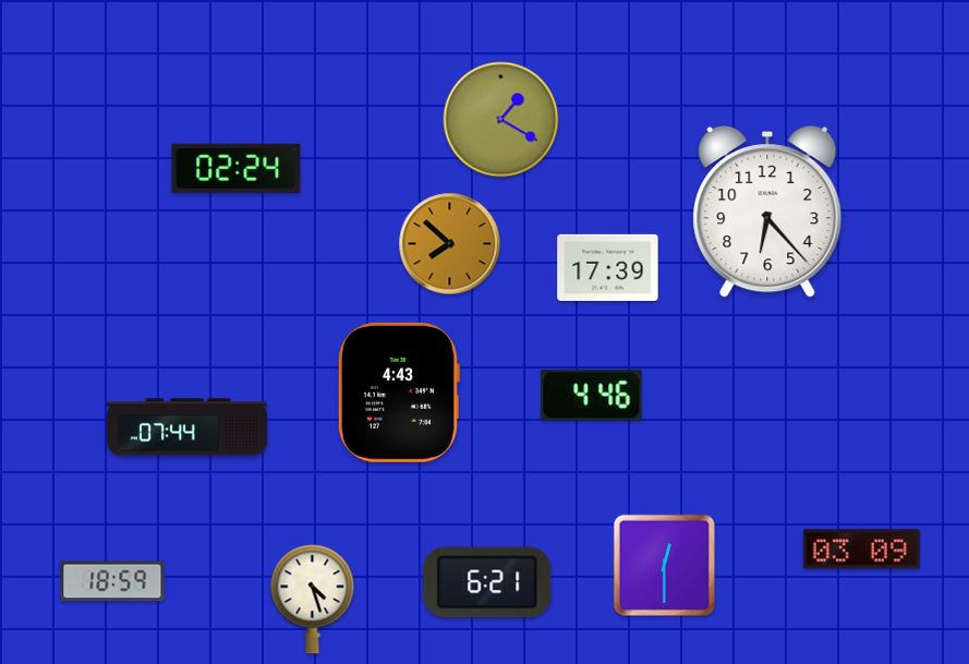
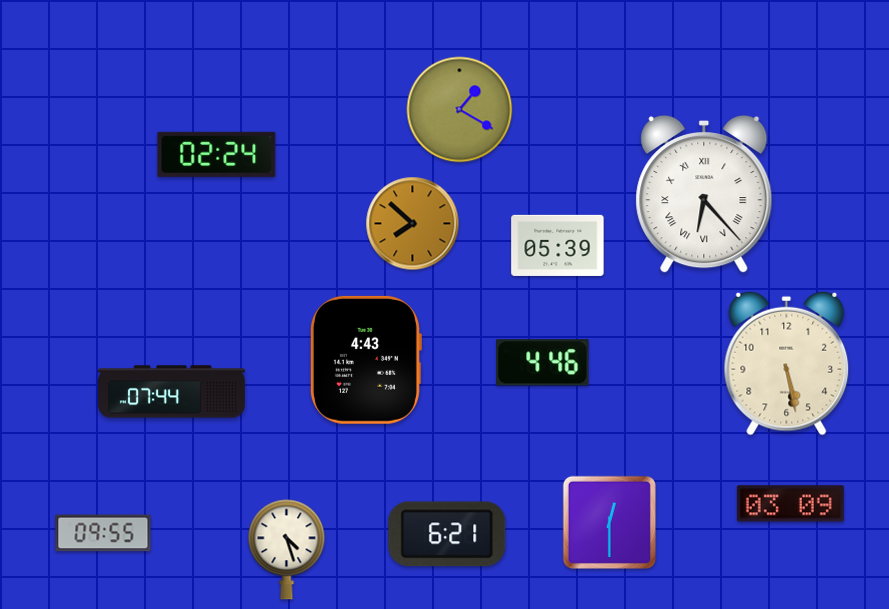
clock at (767, 212) numerals: Arabic -> Roman
clock at (608, 267): 17:39 -> 05:39
clock at (787, 363): none -> 5:28
clock at (664, 565) position: (664, 565) -> (609, 522)
clock at (112, 581): 18:59 -> 09:55
